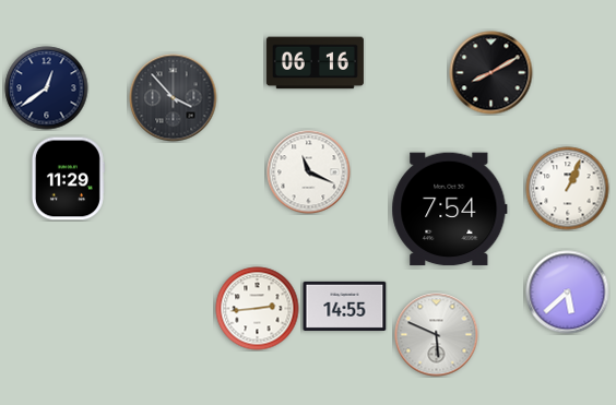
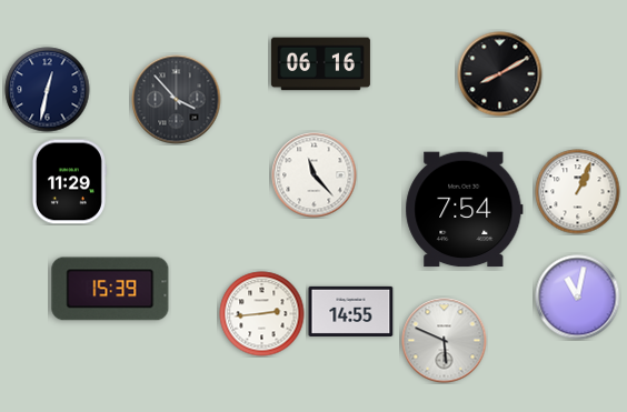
clock at (47, 88): 12:39 -> 12:32
clock at (309, 172): 11:19 -> 11:23
clock at (450, 210) position: (450, 210) -> (465, 210)
clock at (110, 289): none -> 15:39
clock at (568, 293): 5:38 -> 11:02
